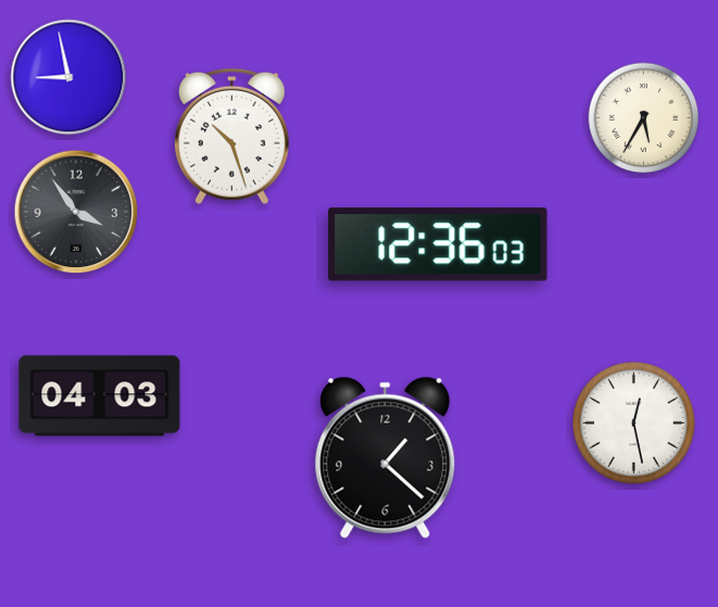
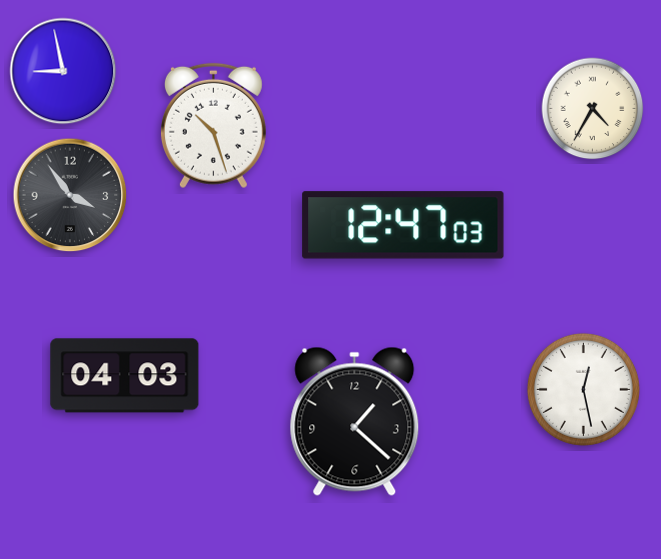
clock at (644, 118): 5:35 -> 4:35
clock at (438, 244): 12:36 -> 12:47
clock at (100, 396) position: (100, 396) -> (125, 376)
